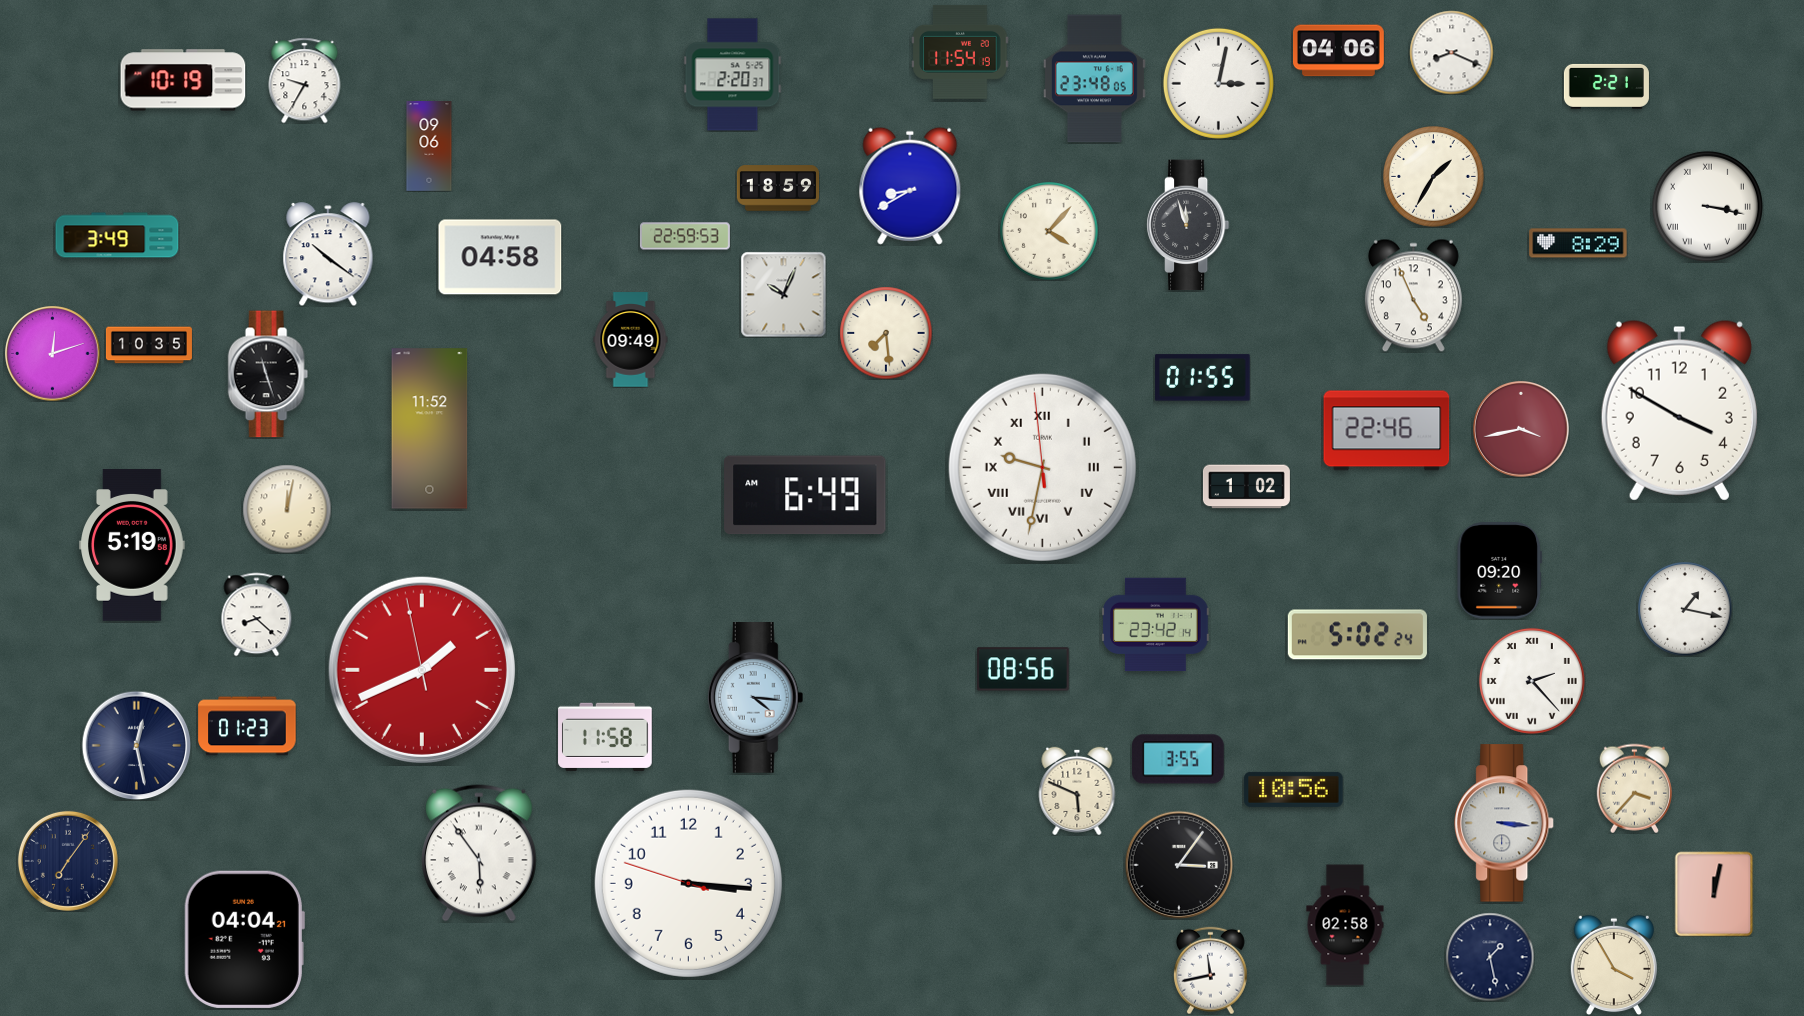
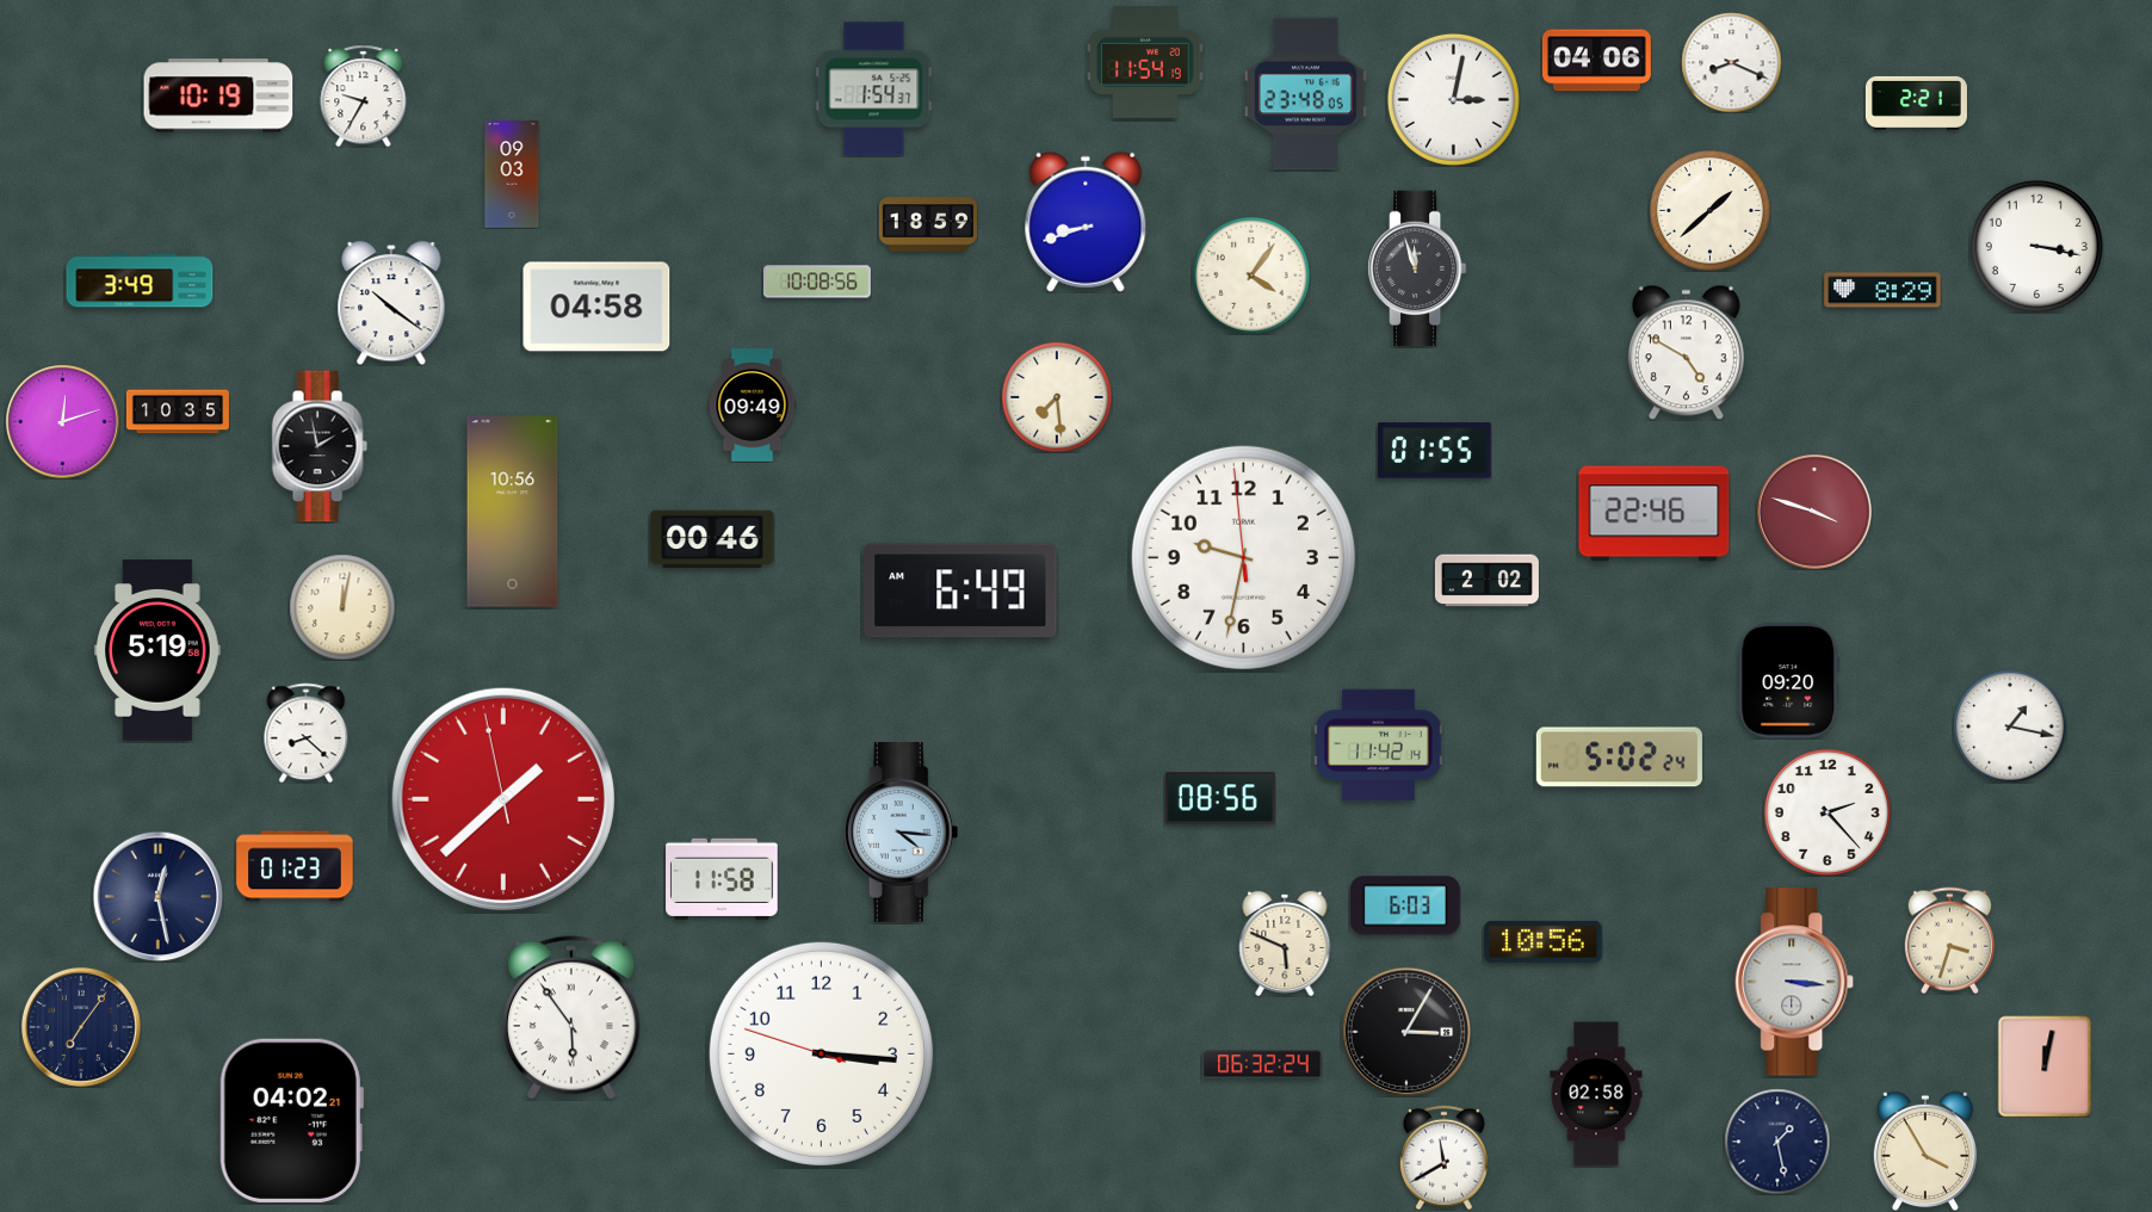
clock at (733, 75): 2:20 -> 1:54
clock at (429, 147): 09:06 -> 09:03
clock at (1434, 177): 1:35 -> 1:38
clock at (910, 186): 8:40 -> 8:42
clock at (1707, 206) numerals: Roman -> Arabic
clock at (1049, 231): 4:07 -> 4:06
clock at (685, 236): 22:59 -> 10:08
clock at (783, 294): 10:04 -> none
clock at (1413, 295): 4:56 -> 4:50
clock at (268, 374): 11:27 -> 1:58
clock at (1679, 410): 3:50 -> none
clock at (430, 429): 11:52 -> 10:56
clock at (1522, 430): 3:43 -> 3:48
clock at (712, 539): none -> 00:46
clock at (1042, 467) numerals: Roman -> Arabic
clock at (1246, 487): 1:02 -> 2:02
clock at (1156, 625): 23:42 -> 11:42
clock at (422, 670): 1:40 -> 1:37
clock at (1532, 681) numerals: Roman -> Arabic
clock at (136, 745) position: (136, 745) -> (157, 896)
clock at (1178, 759): 3:55 -> 6:03
clock at (1634, 788): 3:37 -> 3:33
clock at (1179, 865): 3:06 -> 3:05
clock at (1262, 1064): none -> 06:32
clock at (1345, 925) position: (1345, 925) -> (1596, 1094)
clock at (244, 939): 04:04 -> 04:02
clock at (1210, 970): 11:43 -> 11:40
